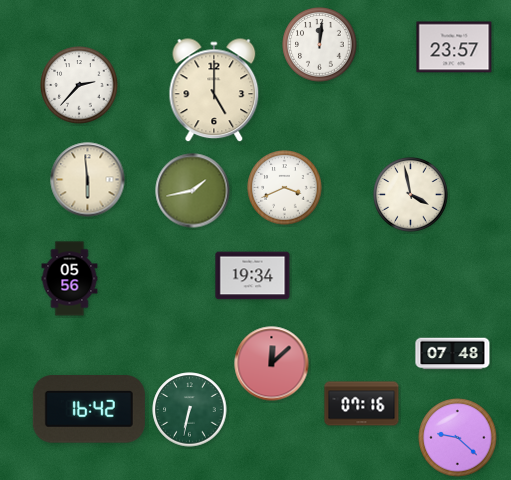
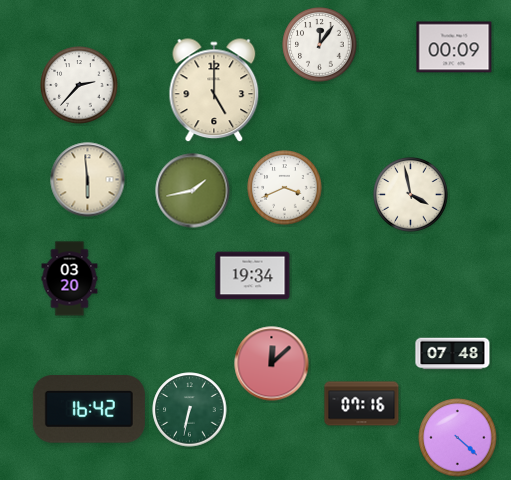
clock at (320, 45): 12:01 -> 12:06
clock at (454, 47): 23:57 -> 00:09
clock at (70, 279): 05:56 -> 03:20
clock at (458, 438): 9:22 -> 4:22
